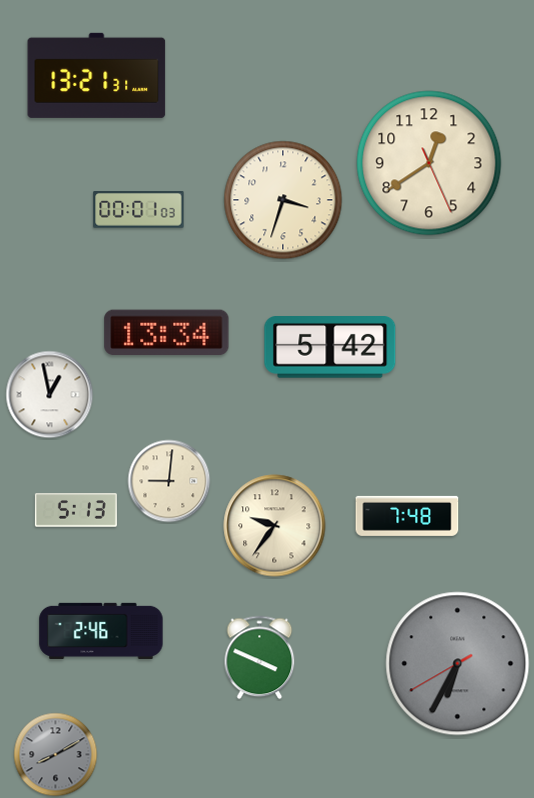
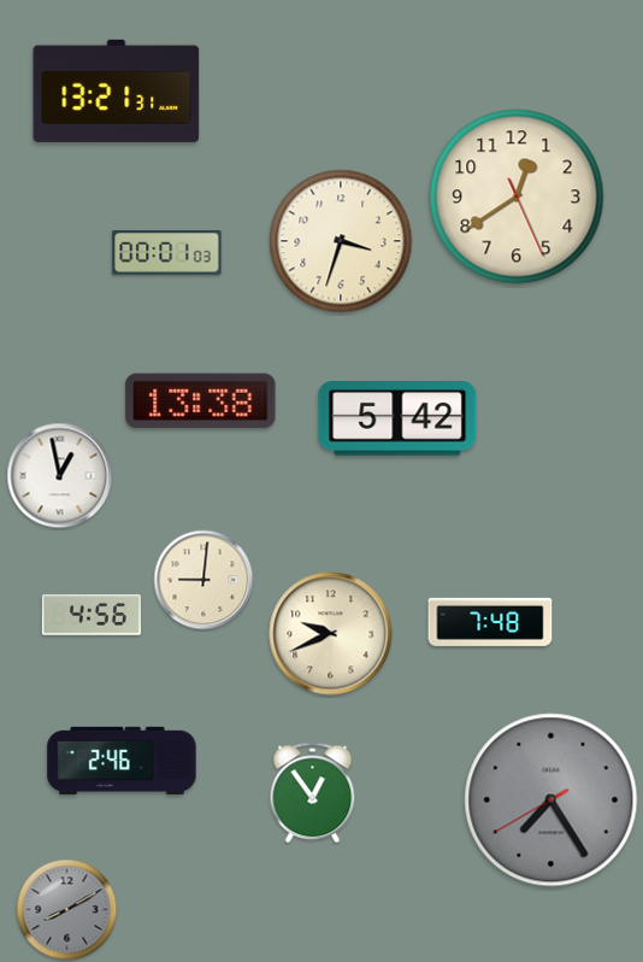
clock at (167, 333): 13:34 -> 13:38
clock at (76, 510): 5:13 -> 4:56
clock at (275, 526): 9:36 -> 9:41
clock at (260, 658): 3:49 -> 12:54
clock at (458, 664): 6:34 -> 7:24
